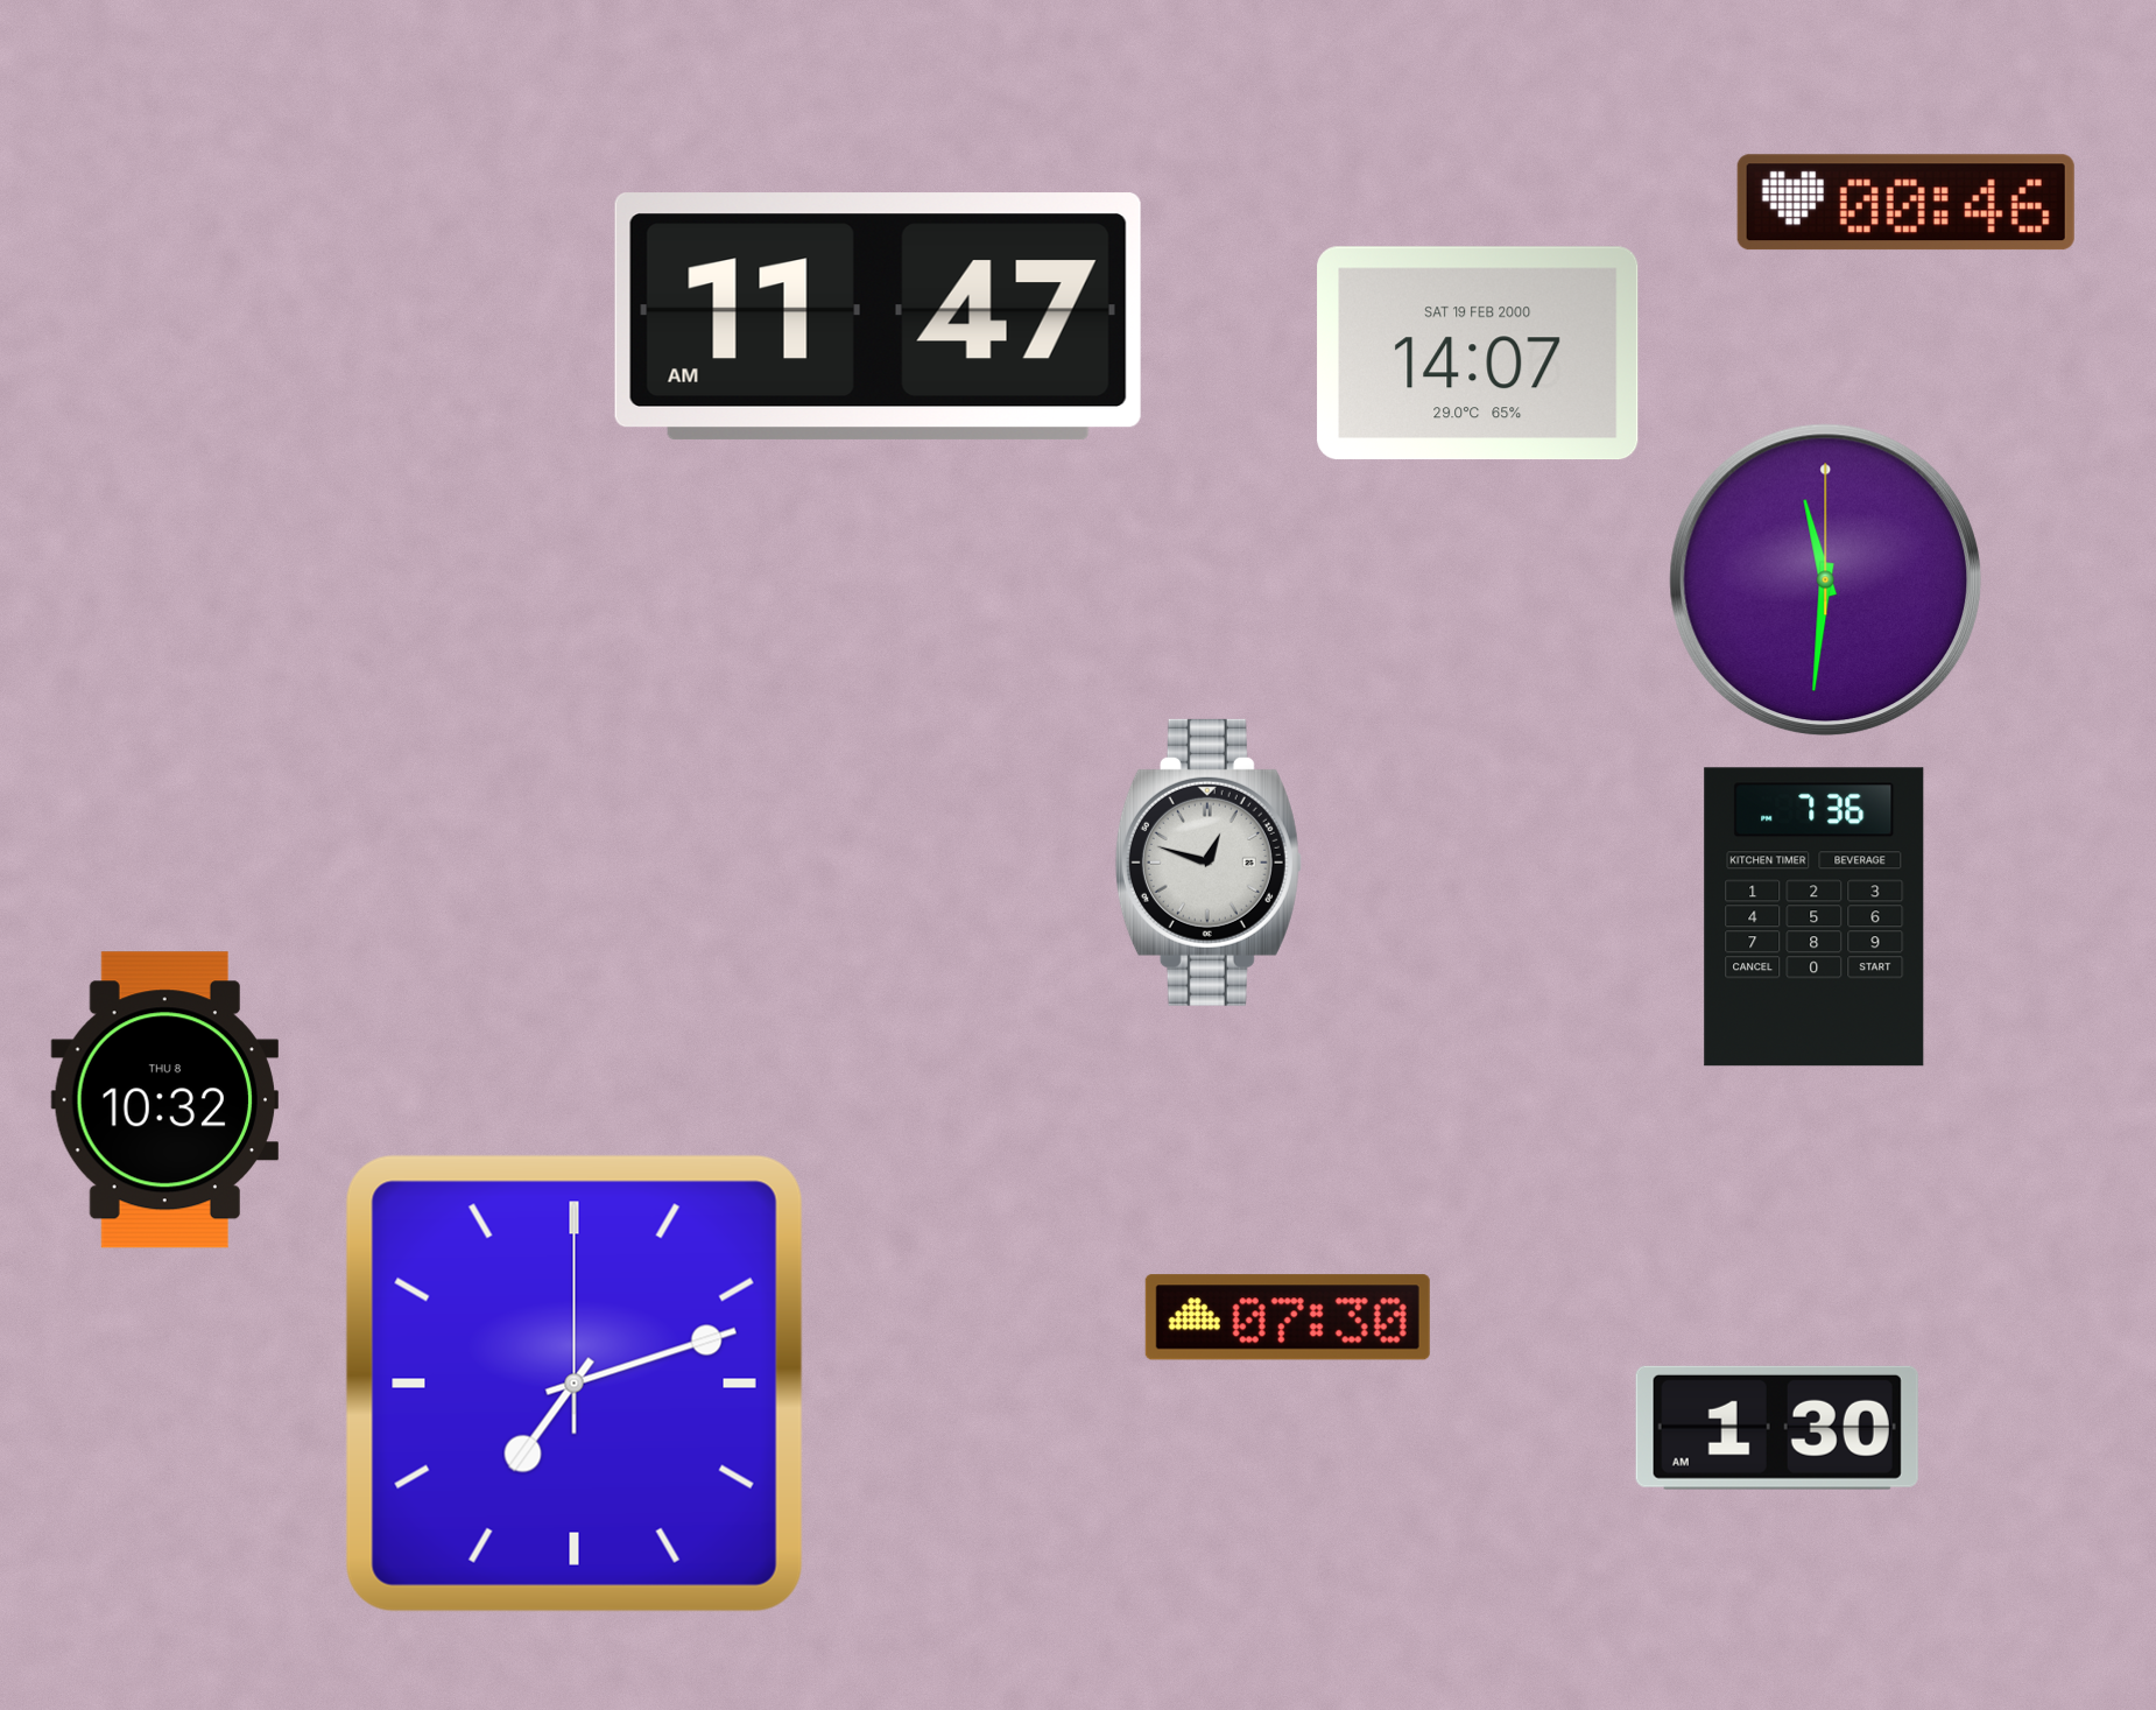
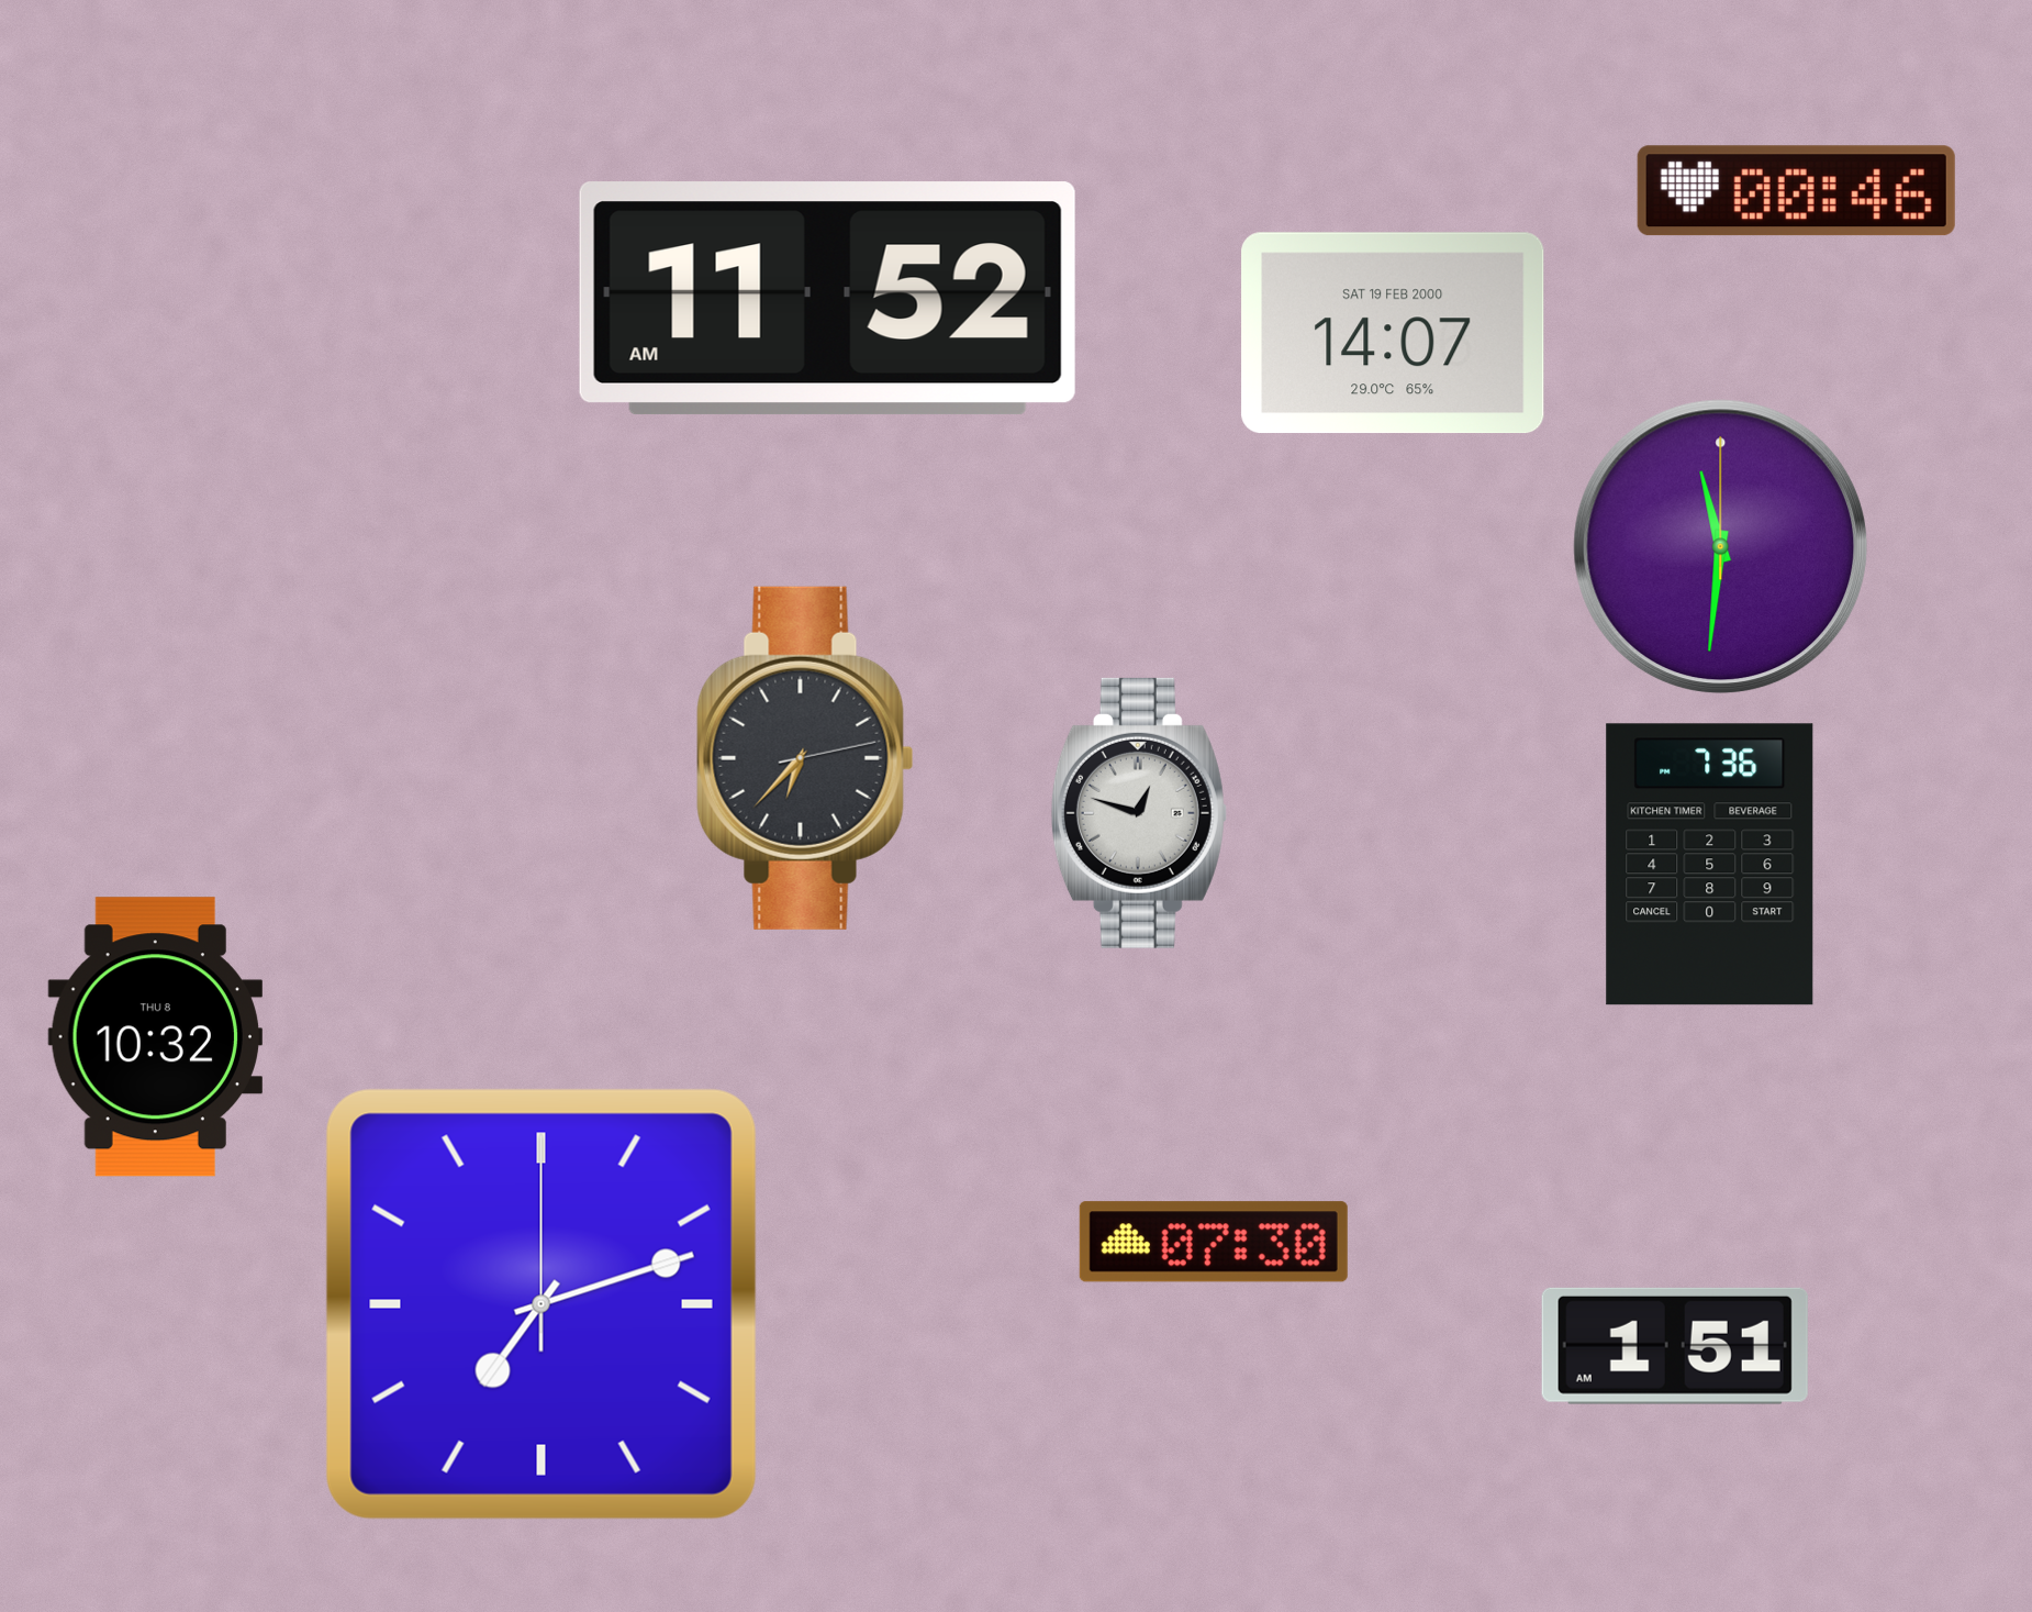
clock at (878, 317): 11:47 -> 11:52
clock at (805, 758): none -> 6:37
clock at (1777, 1428): 1:30 -> 1:51
